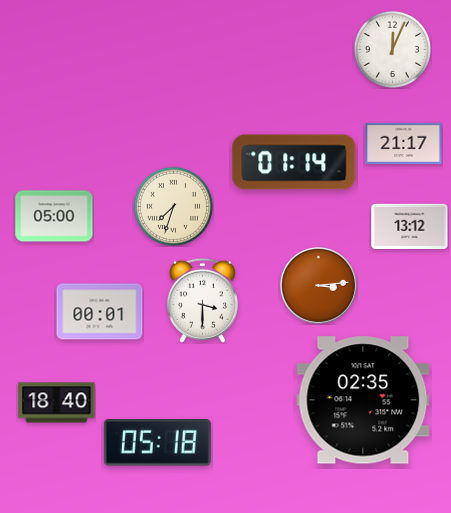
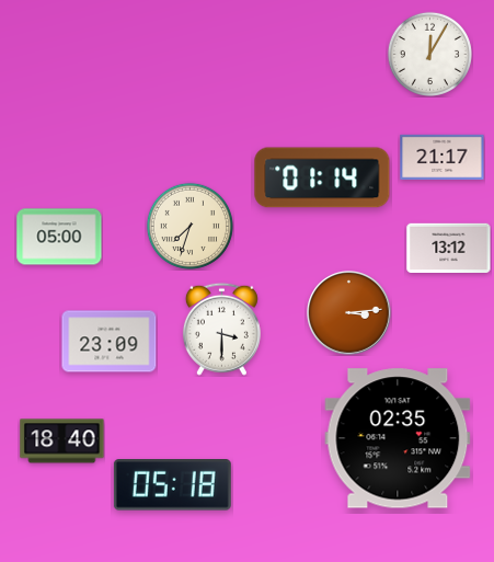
clock at (392, 49): 12:04 -> 12:05
clock at (100, 312): 00:01 -> 23:09
